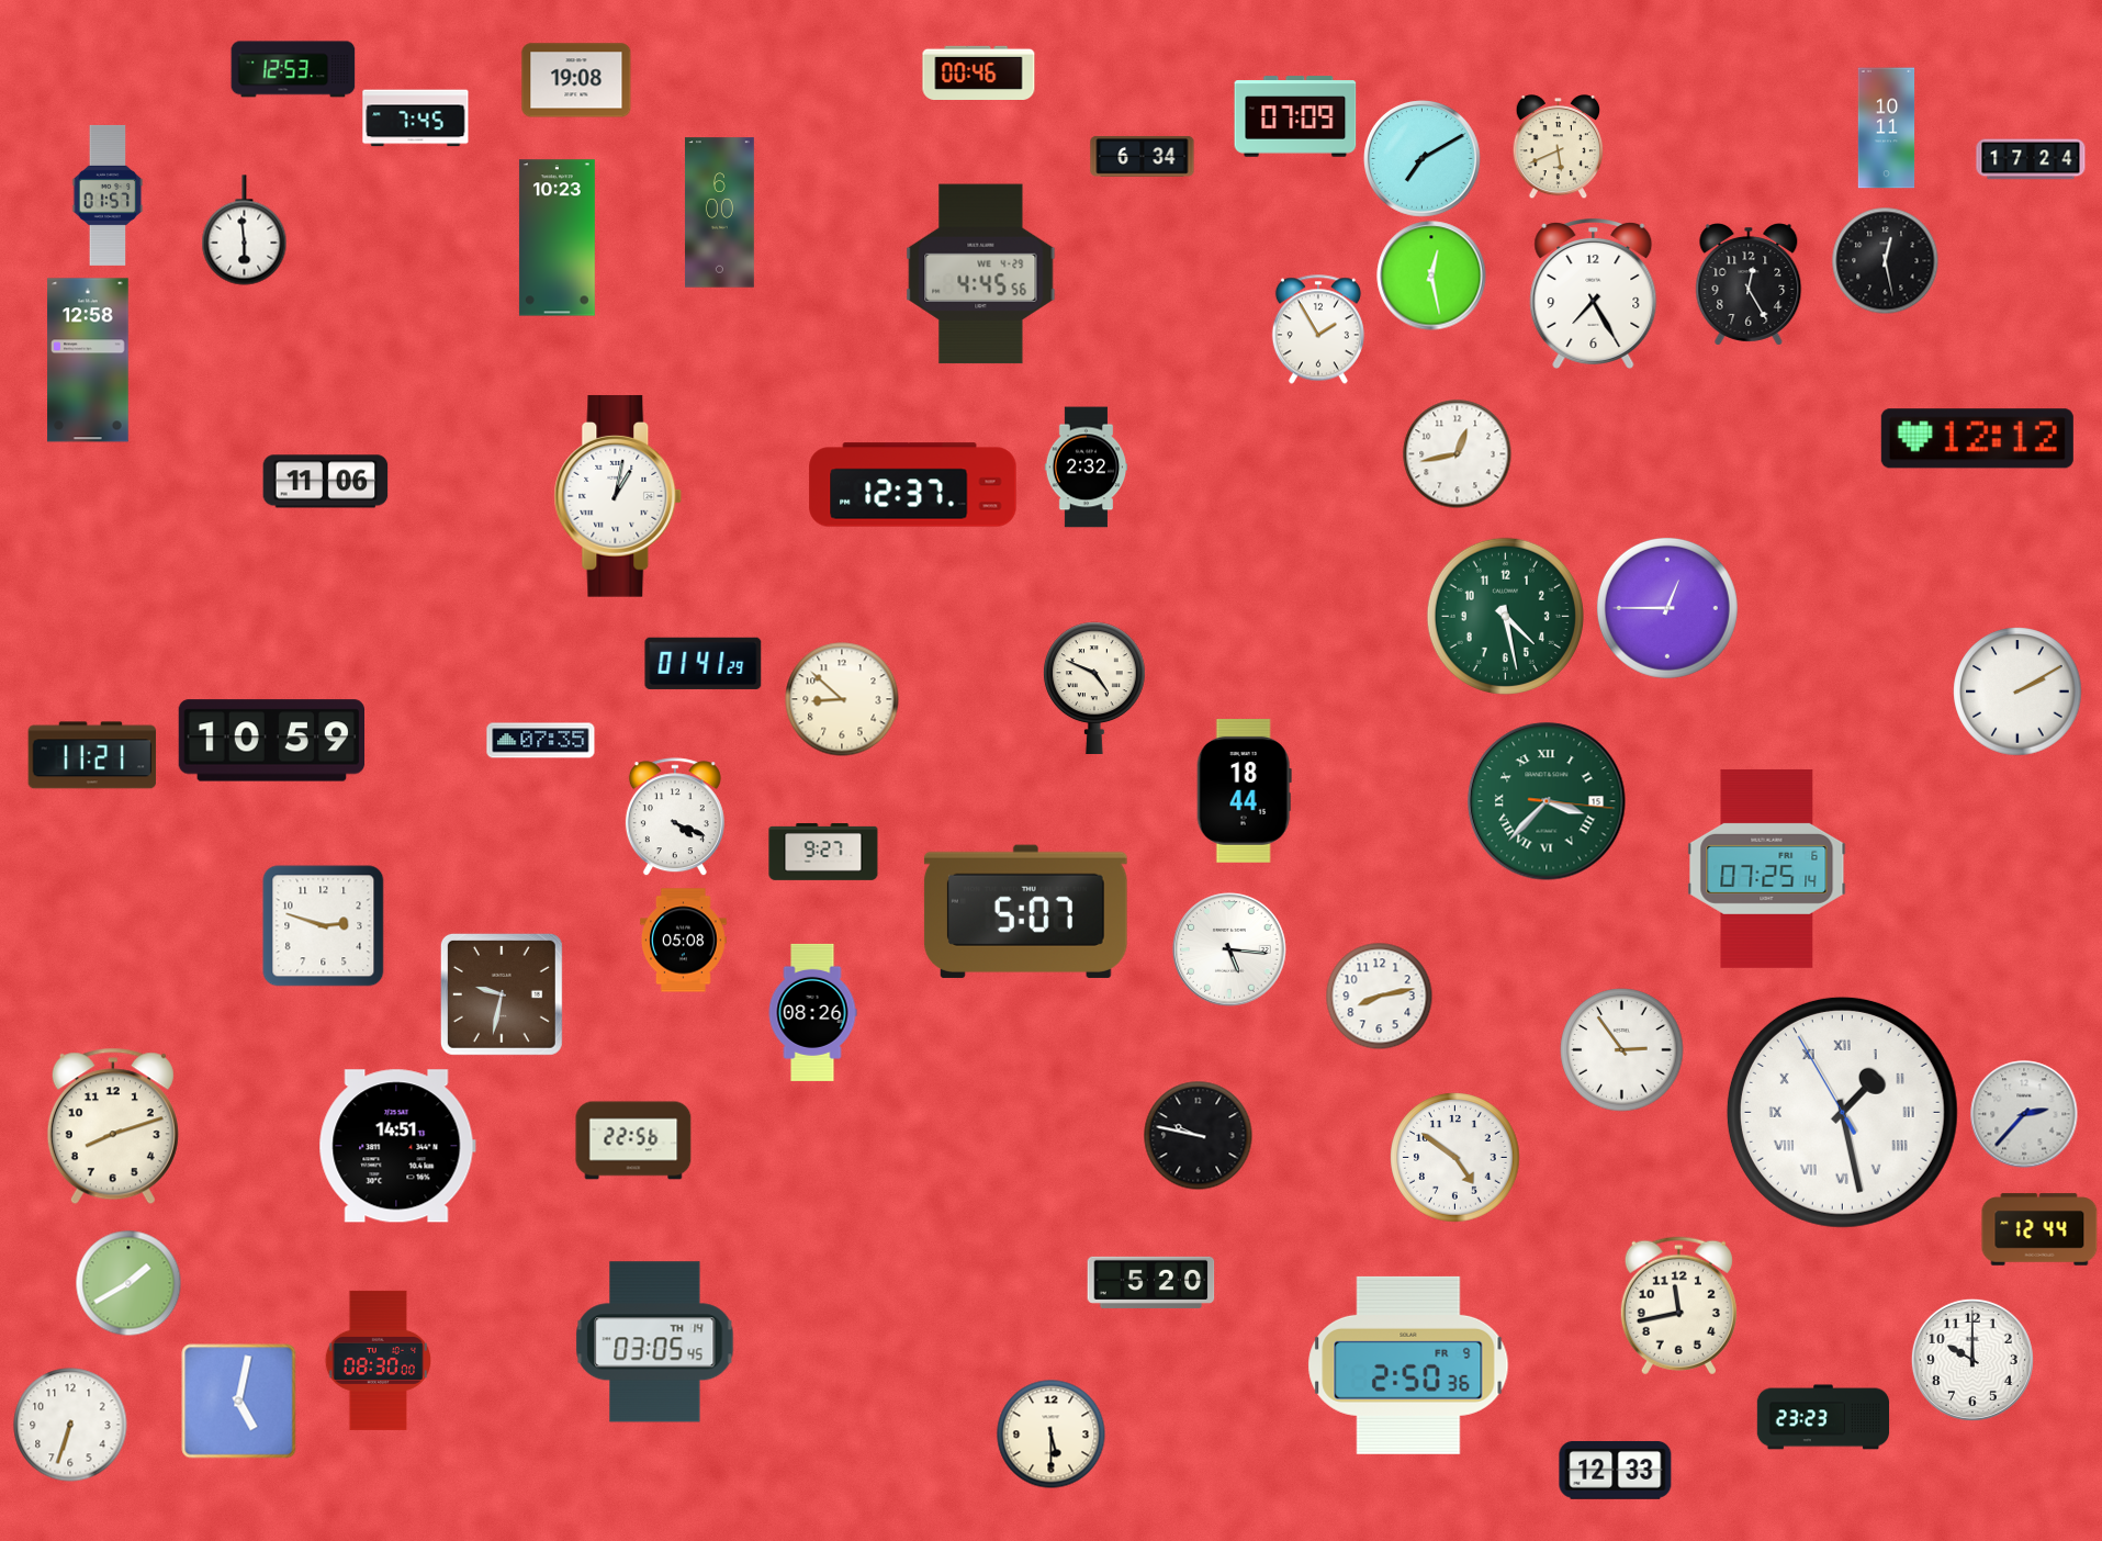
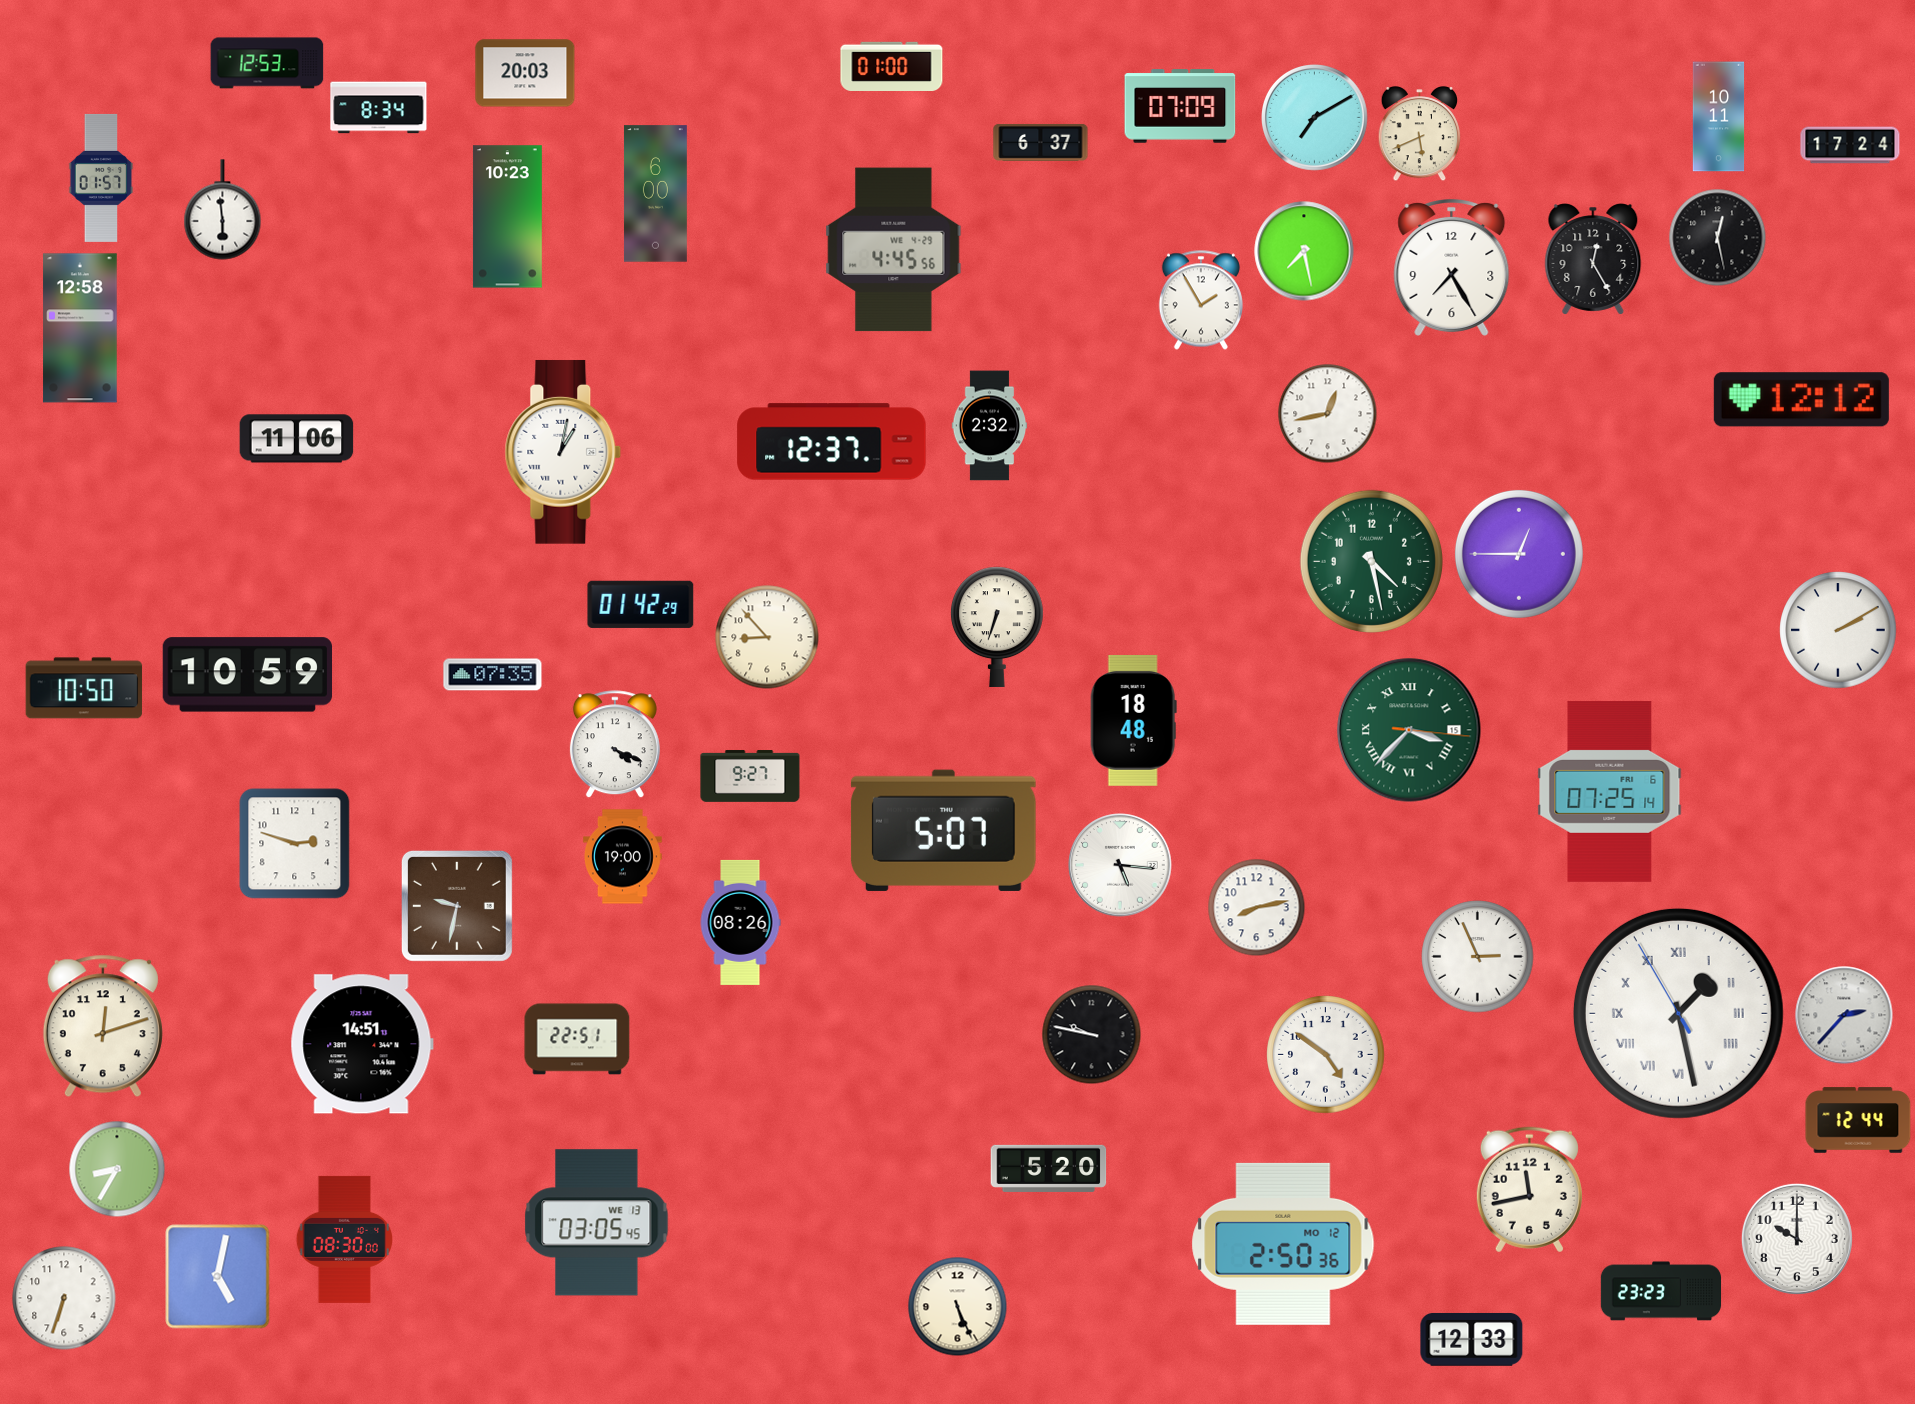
clock at (979, 72): 00:46 -> 01:00
clock at (576, 80): 19:08 -> 20:03
clock at (416, 119): 7:45 -> 8:34
clock at (1143, 156): 6:34 -> 6:37
clock at (1423, 159) position: (1423, 159) -> (1315, 118)
clock at (108, 195) position: (108, 195) -> (101, 178)
clock at (1431, 275): 12:28 -> 7:28
clock at (704, 663): 01:41 -> 01:42
clock at (1095, 688): 4:49 -> 6:33
clock at (842, 699): 8:52 -> 8:53
clock at (92, 755): 11:21 -> 10:50
clock at (1244, 790): 18:44 -> 18:48
clock at (1025, 911) position: (1025, 911) -> (943, 830)
clock at (684, 941): 05:08 -> 19:00
clock at (1622, 1050): 2:54 -> 2:56
clock at (113, 1126): 8:12 -> 12:12
clock at (633, 1140): 22:56 -> 22:51
clock at (128, 1283): 1:40 -> 8:35
clock at (655, 1342) date: TH 14 -> WE 13
clock at (1408, 1365) date: FR 9 -> MO 12
clock at (1052, 1435): 5:30 -> 5:26
